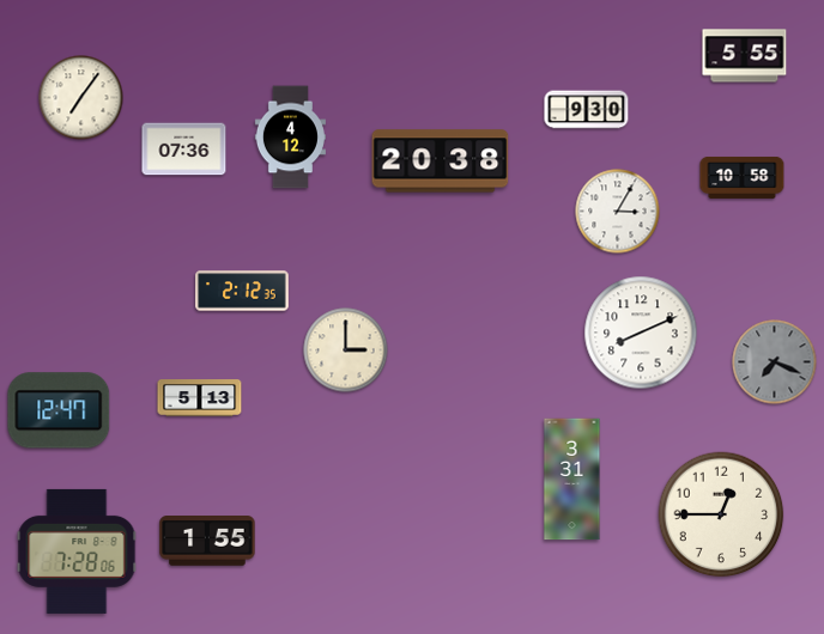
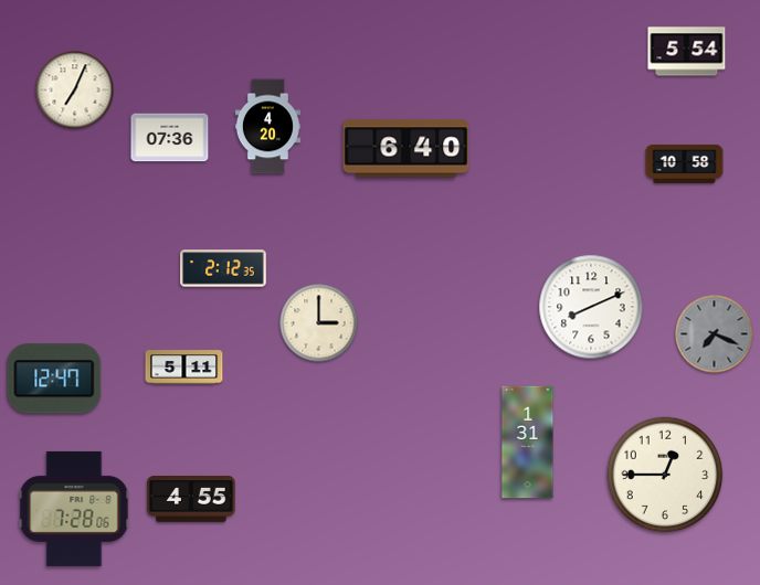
clock at (745, 56): 5:55 -> 5:54
clock at (81, 98): 7:06 -> 7:04
clock at (587, 110): 9:30 -> none
clock at (290, 138): 4:12 -> 4:20
clock at (441, 161): 20:38 -> 6:40
clock at (618, 212): 3:05 -> none
clock at (200, 398): 5:13 -> 5:11
clock at (572, 480): 3:31 -> 1:31
clock at (207, 542): 1:55 -> 4:55
clock at (77, 551) position: (77, 551) -> (74, 509)
